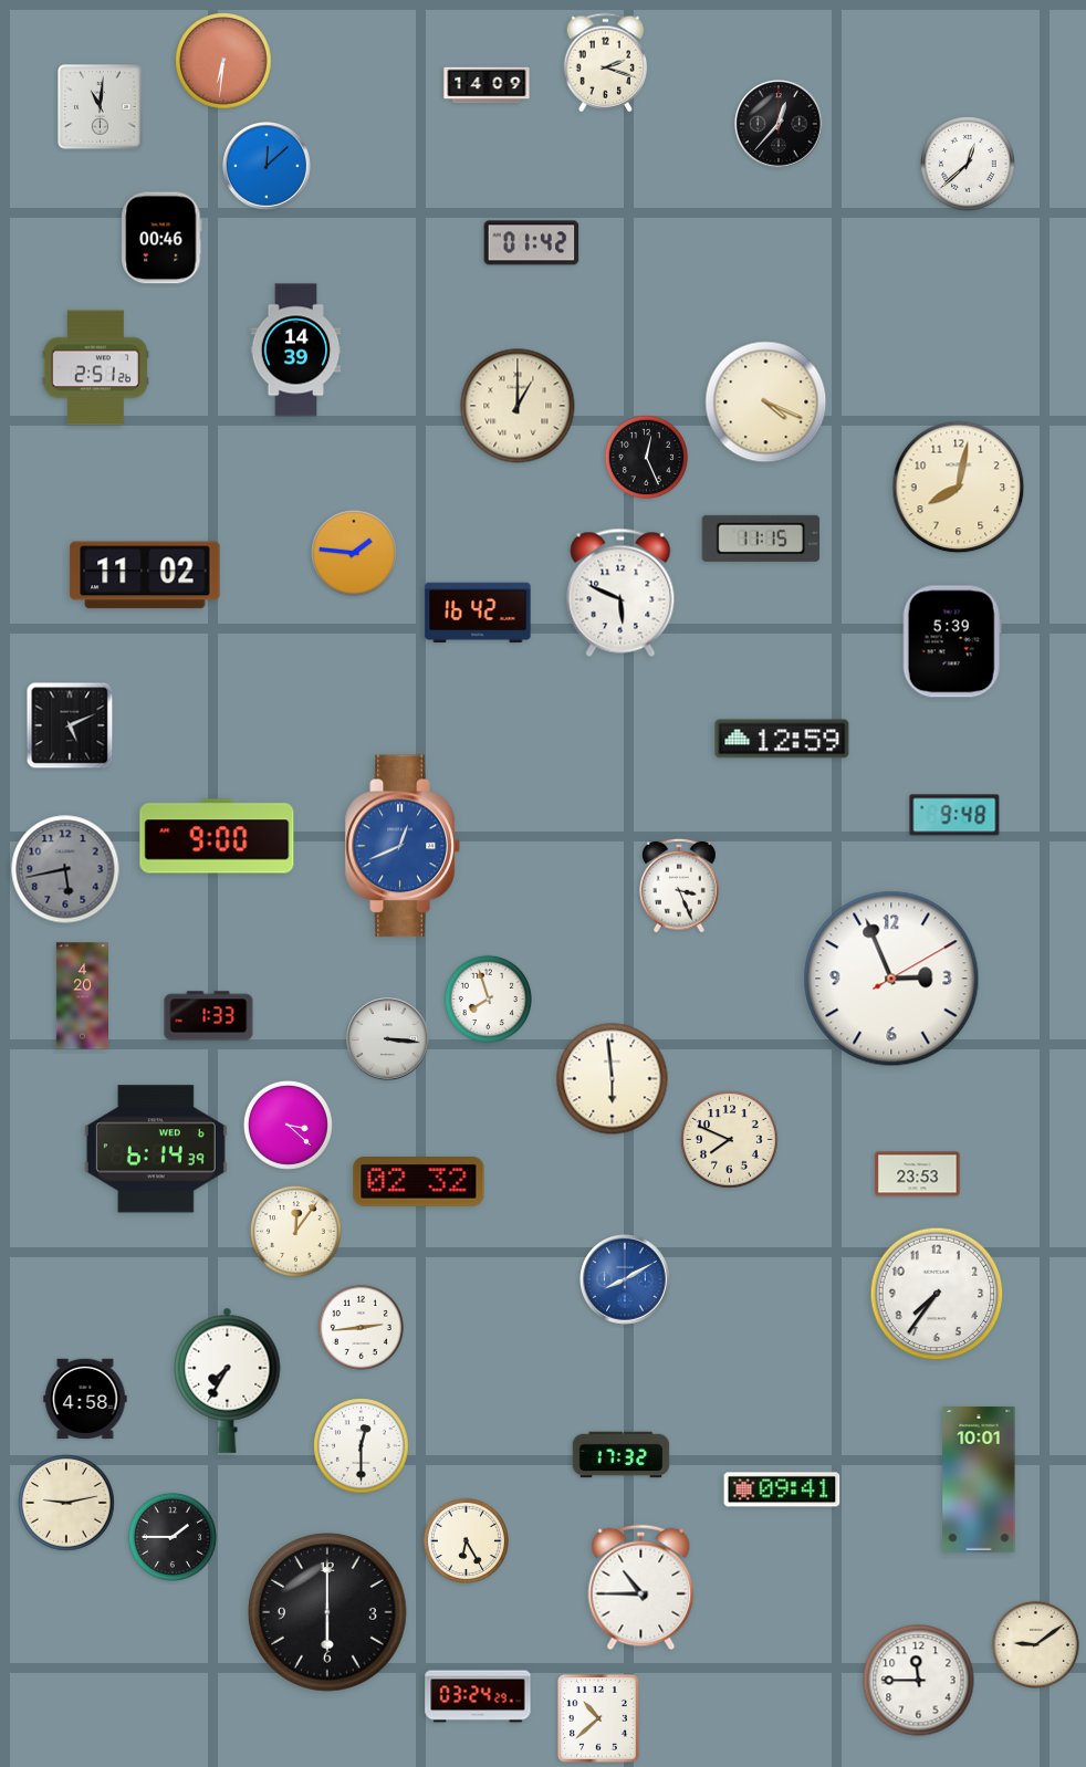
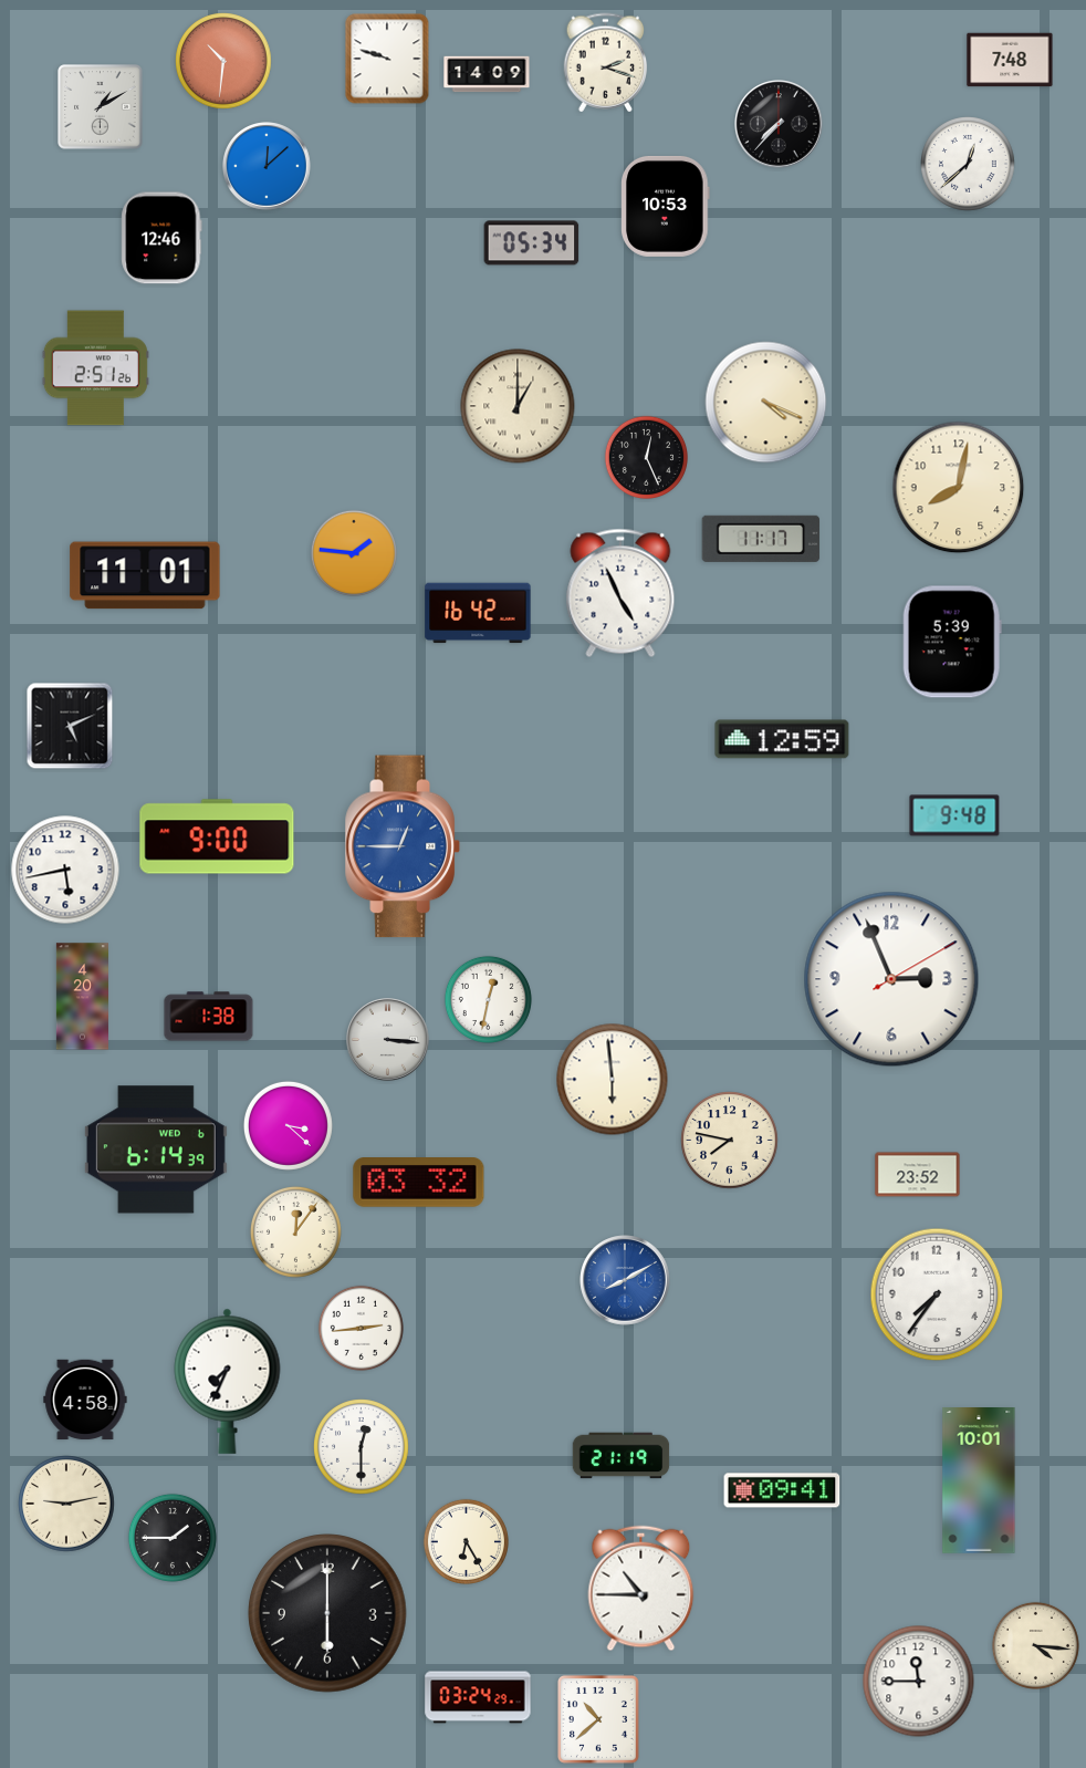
clock at (387, 59): none -> 9:48
clock at (1010, 60): none -> 7:48
clock at (223, 61): 6:31 -> 10:31
clock at (487, 85) position: (487, 85) -> (487, 74)
clock at (101, 107): 11:01 -> 1:10
clock at (780, 125): 12:37 -> 7:37
clock at (666, 206): none -> 10:53
clock at (161, 238): 00:46 -> 12:46
clock at (532, 243): 01:42 -> 05:34
clock at (296, 351): 14:39 -> none
clock at (761, 539): 11:15 -> 11:17
clock at (145, 575): 11:02 -> 11:01
clock at (620, 593): 5:49 -> 4:56
clock at (403, 846): 12:41 -> 12:45
clock at (65, 869) dial: grey -> white
clock at (680, 886): 3:26 -> none
clock at (488, 998): 7:57 -> 12:32
clock at (209, 1016): 1:33 -> 1:38
clock at (730, 1140): 7:49 -> 7:47
clock at (918, 1174): 23:53 -> 23:52
clock at (419, 1182): 02:32 -> 03:32
clock at (228, 1380): 7:35 -> 7:34
clock at (622, 1455): 17:32 -> 21:19
clock at (1035, 1644): 9:09 -> 4:16
